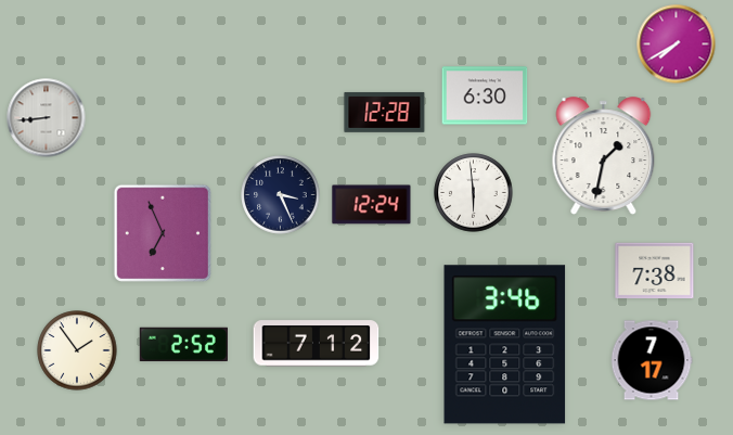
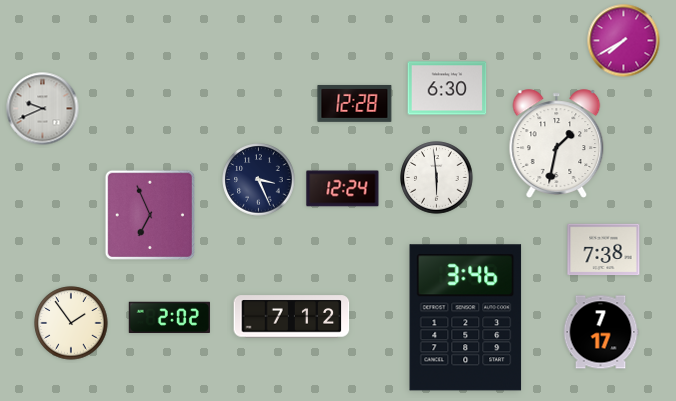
clock at (47, 118): 8:44 -> 9:41
clock at (183, 344): 2:52 -> 2:02
